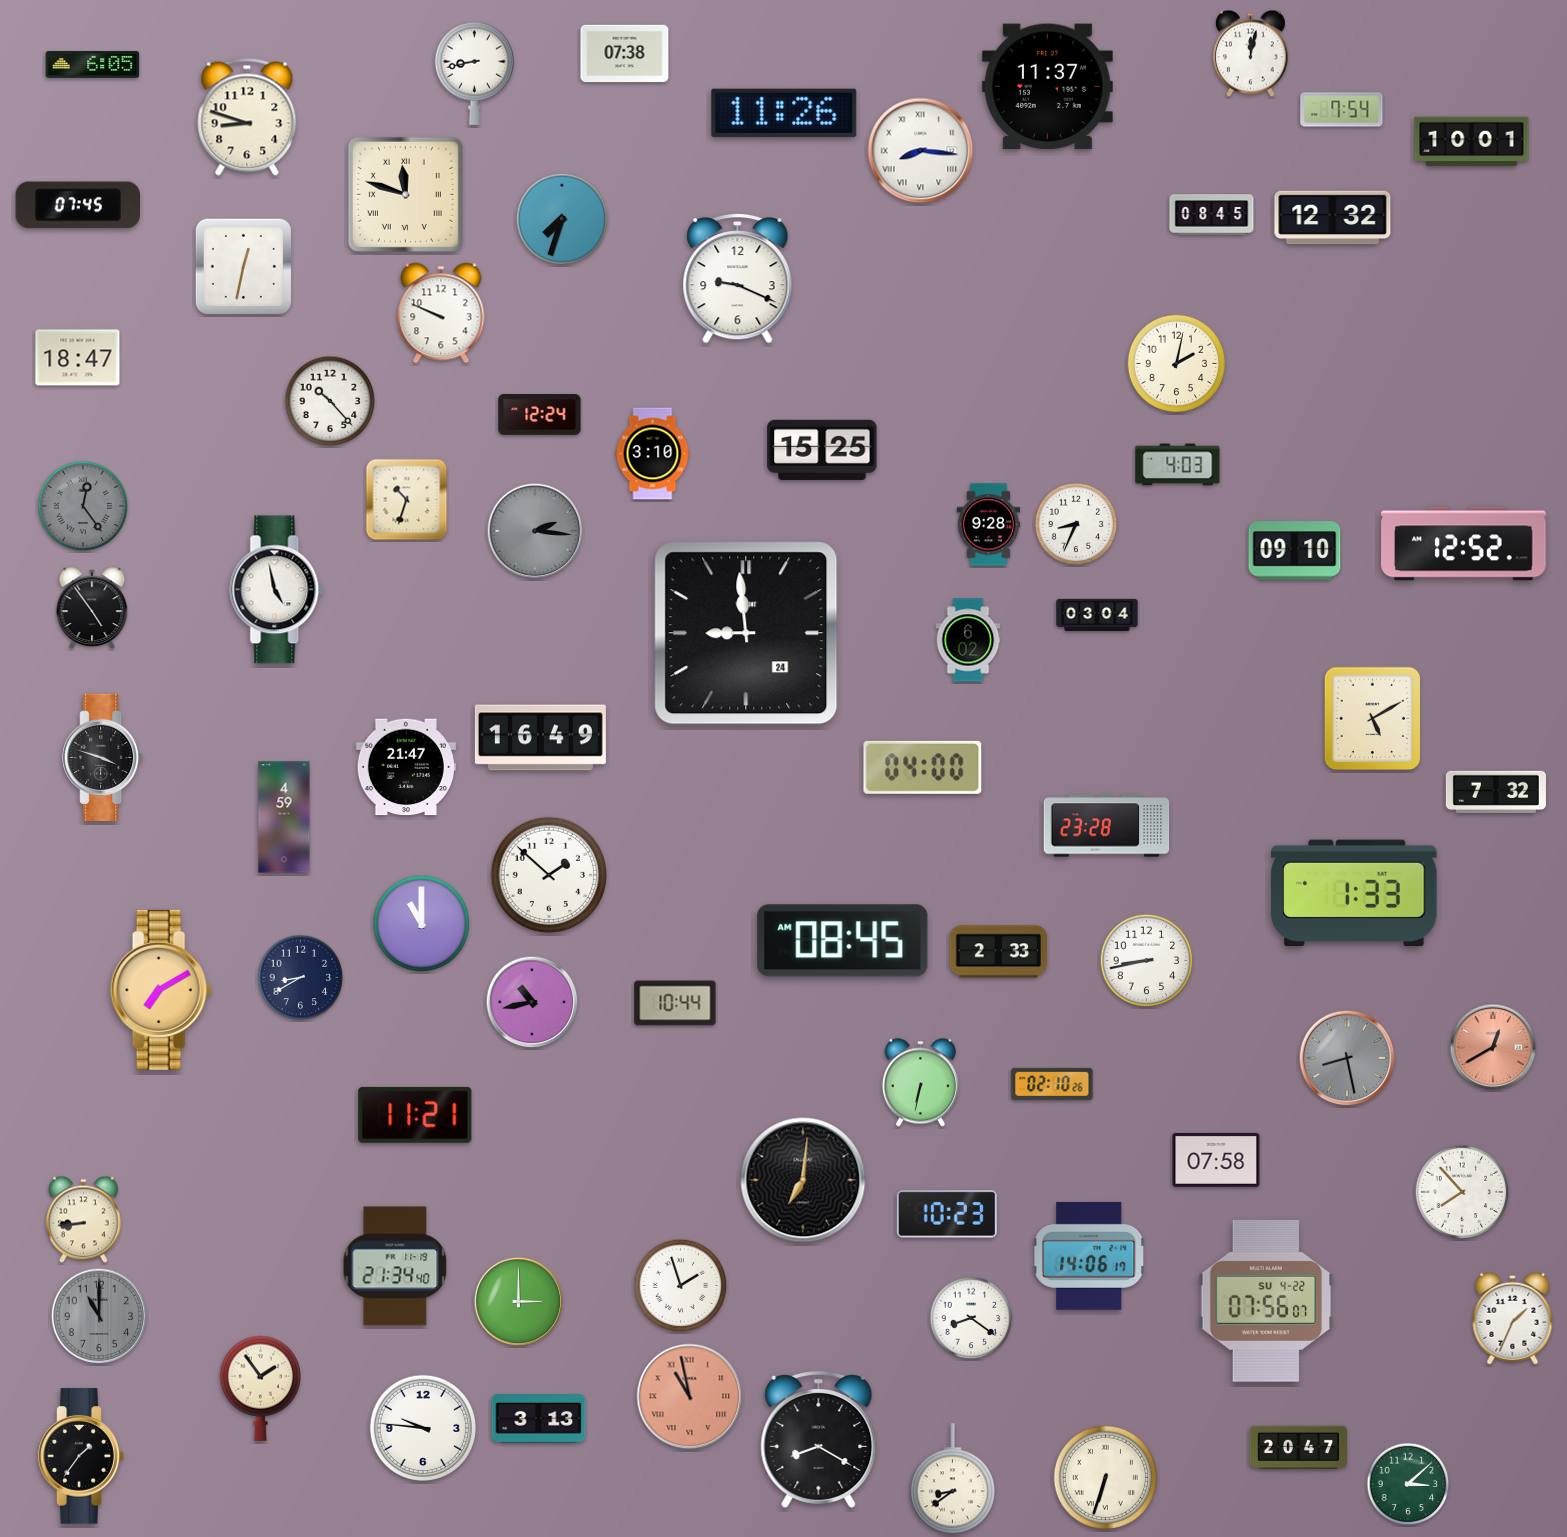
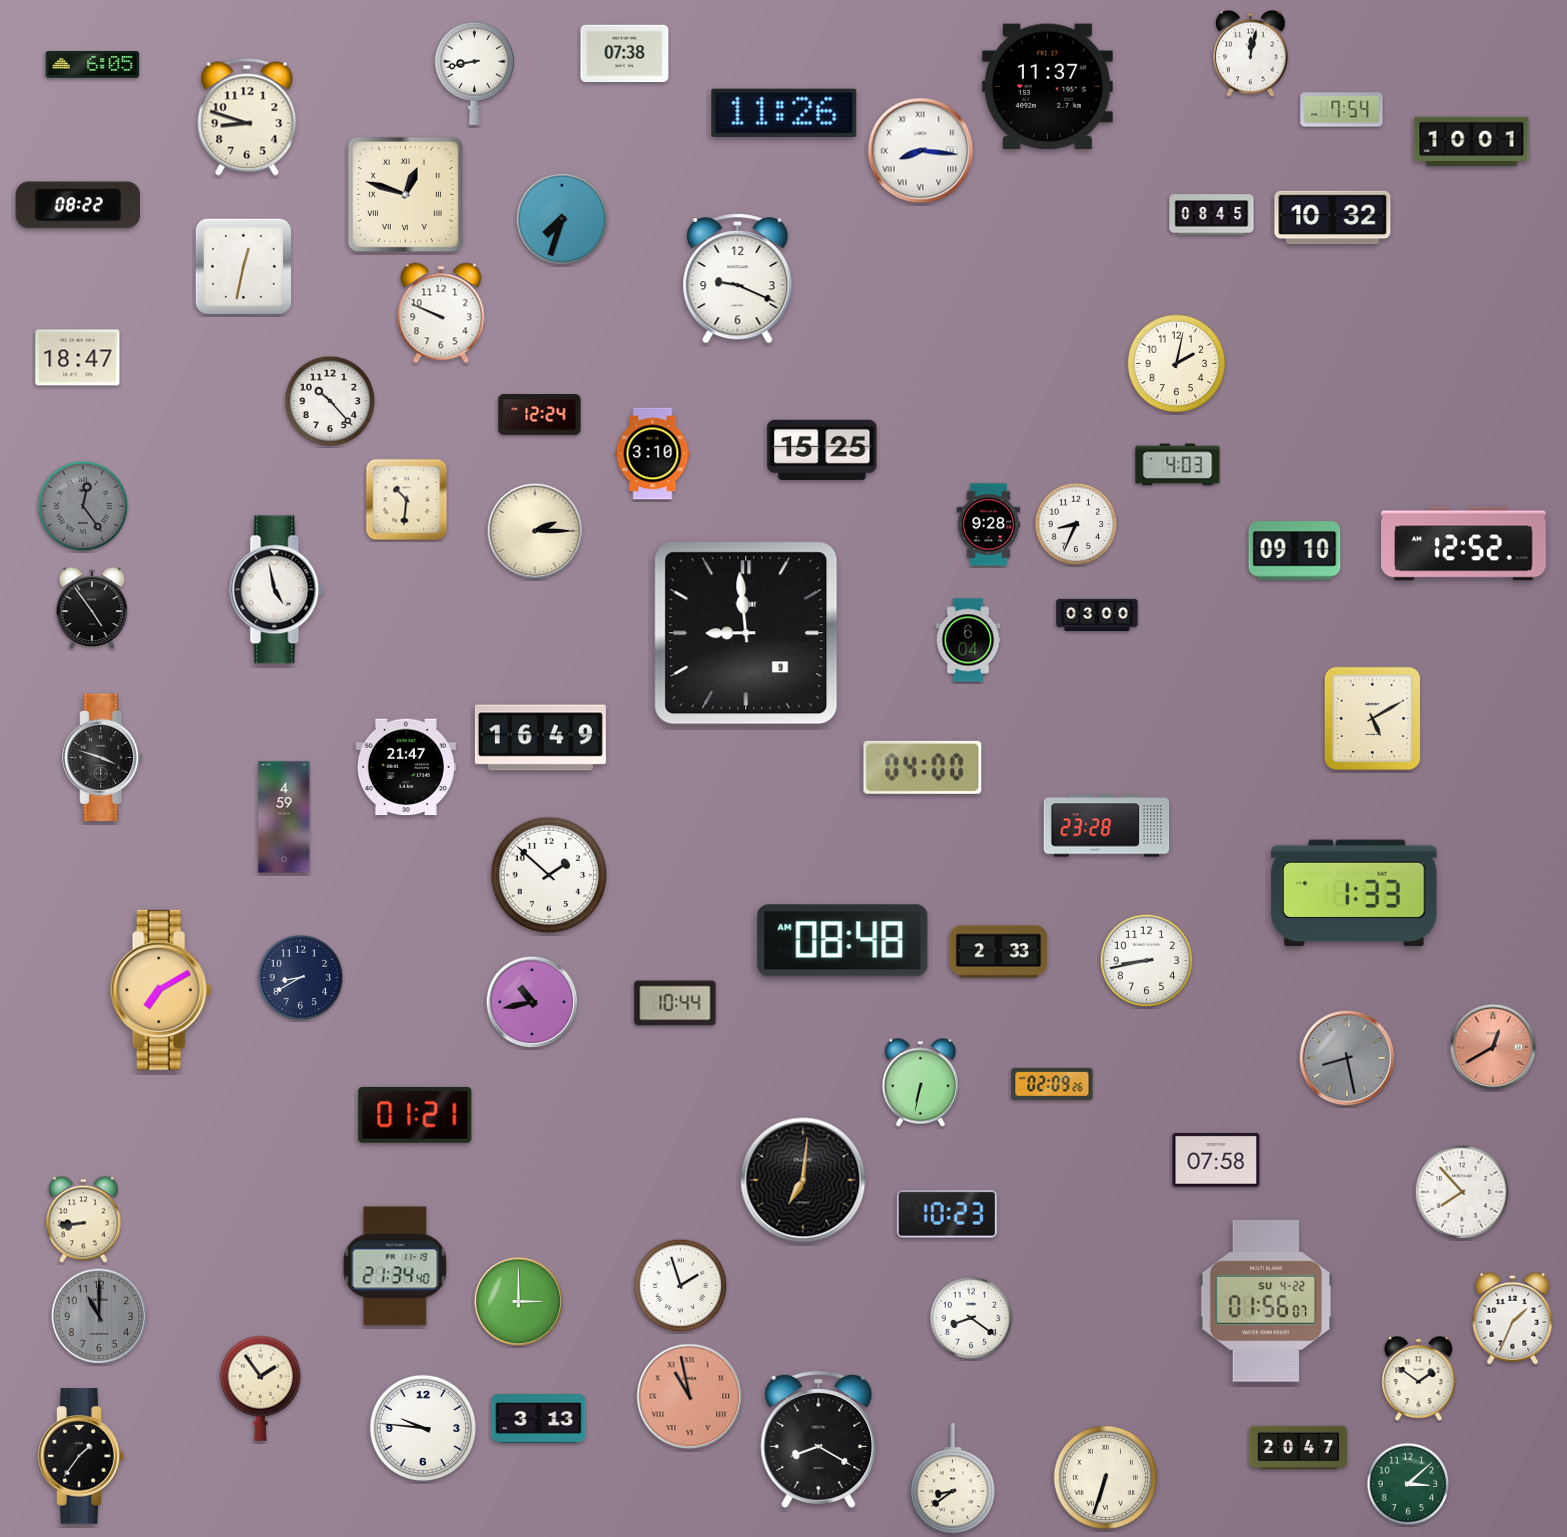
clock at (405, 194): 11:48 -> 12:48
clock at (77, 205): 07:45 -> 08:22
clock at (1333, 218): 12:32 -> 10:32
clock at (407, 500): 10:33 -> 10:31
clock at (535, 531): 2:16 -> 2:15
clock at (535, 531) dial: grey -> cream
clock at (1097, 615): 03:04 -> 03:00
clock at (746, 633) date: 24 -> 9
clock at (968, 640): 6:02 -> 6:04
clock at (1496, 792): 7:32 -> none
clock at (422, 924): 11:00 -> none
clock at (843, 941): 08:45 -> 08:48
clock at (1052, 1084): 02:10 -> 02:09
clock at (415, 1115): 11:21 -> 01:21
clock at (1090, 1256): 14:06 -> none
clock at (1266, 1301): 07:56 -> 01:56
clock at (1419, 1379): none -> 1:51
